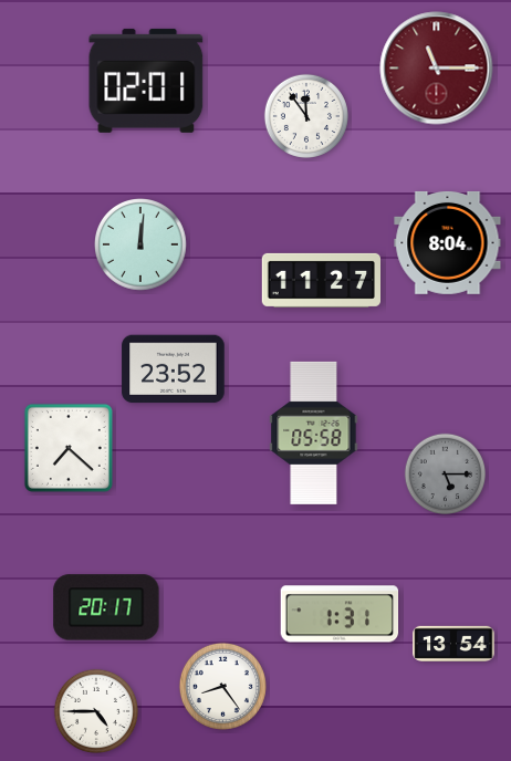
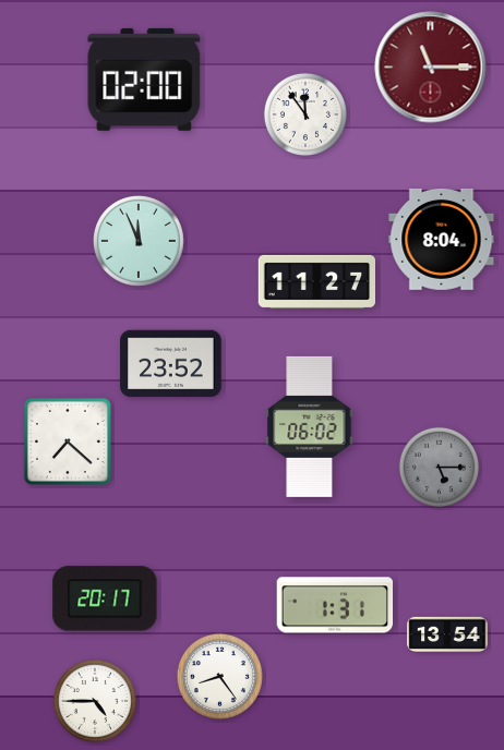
clock at (146, 81): 02:01 -> 02:00
clock at (306, 116) position: (306, 116) -> (305, 114)
clock at (142, 246): 12:01 -> 11:56
clock at (321, 280) position: (321, 280) -> (316, 281)
clock at (314, 432): 05:58 -> 06:02
